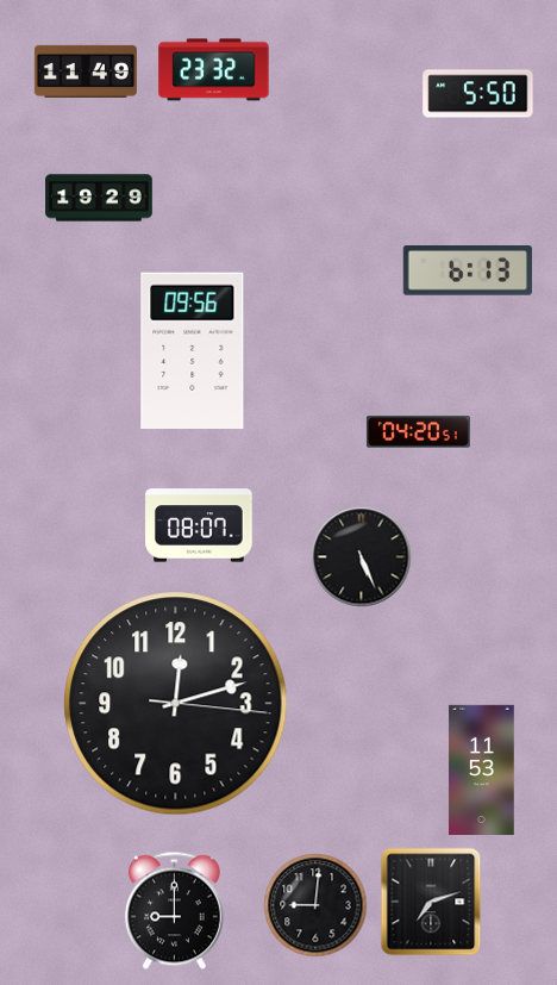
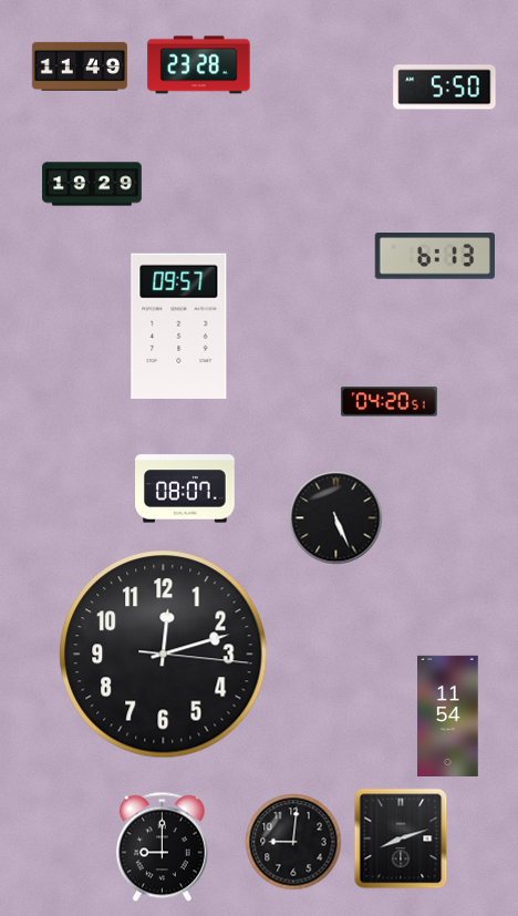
clock at (214, 70): 23:32 -> 23:28
clock at (468, 272) position: (468, 272) -> (435, 257)
clock at (193, 350): 09:56 -> 09:57
clock at (482, 769): 11:53 -> 11:54
clock at (431, 902): 7:12 -> 8:12
